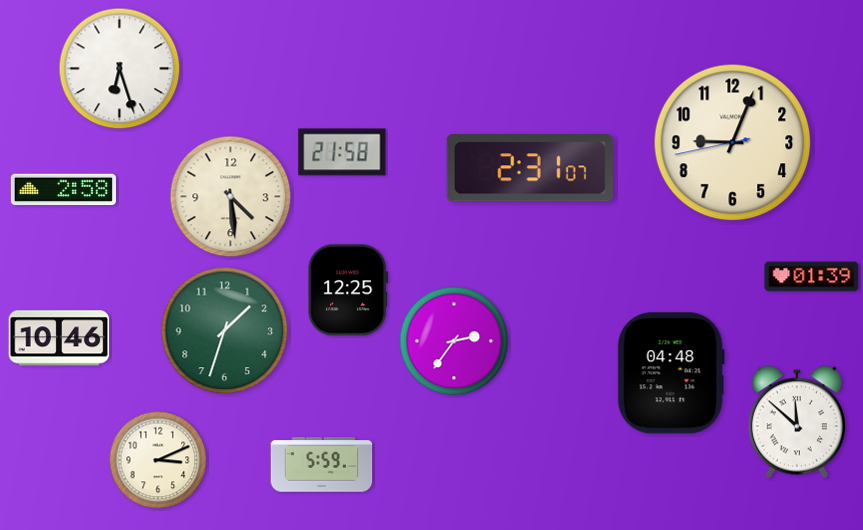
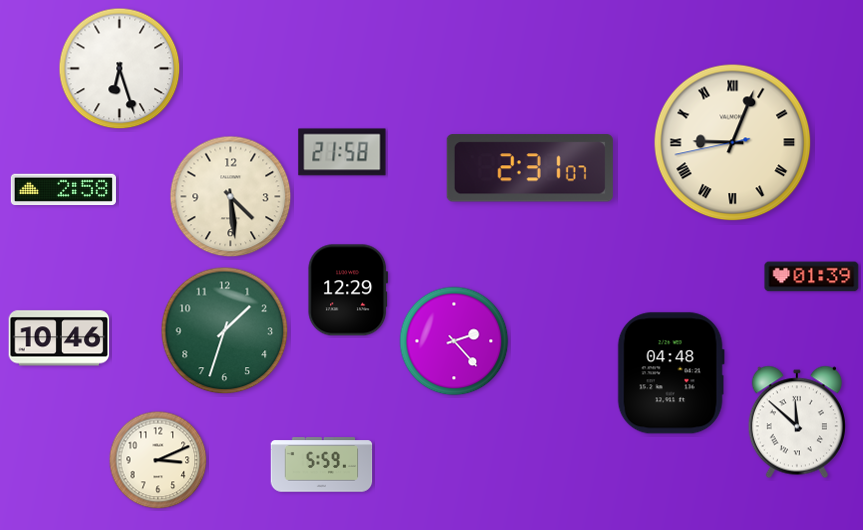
clock at (733, 143) numerals: Arabic -> Roman
clock at (348, 290): 12:25 -> 12:29
clock at (454, 341): 2:36 -> 2:23
